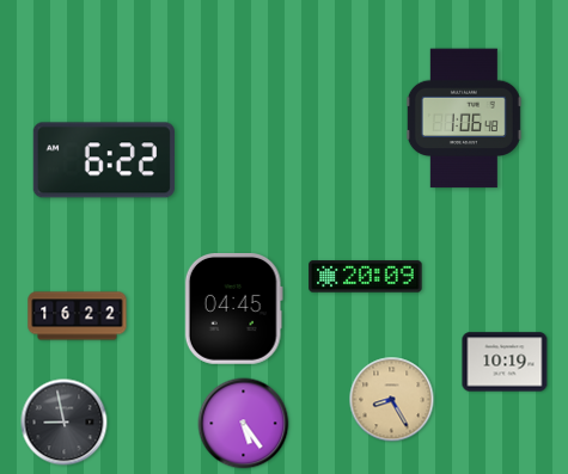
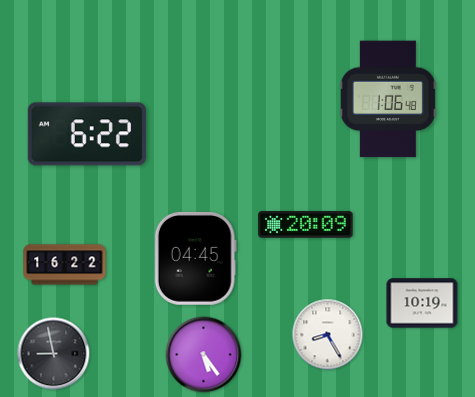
clock at (366, 277) position: (366, 277) -> (306, 225)
clock at (392, 400) dial: champagne -> white
